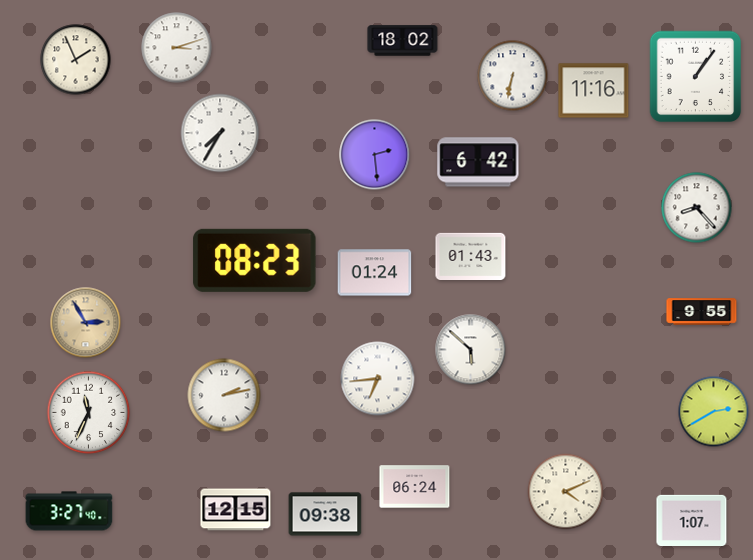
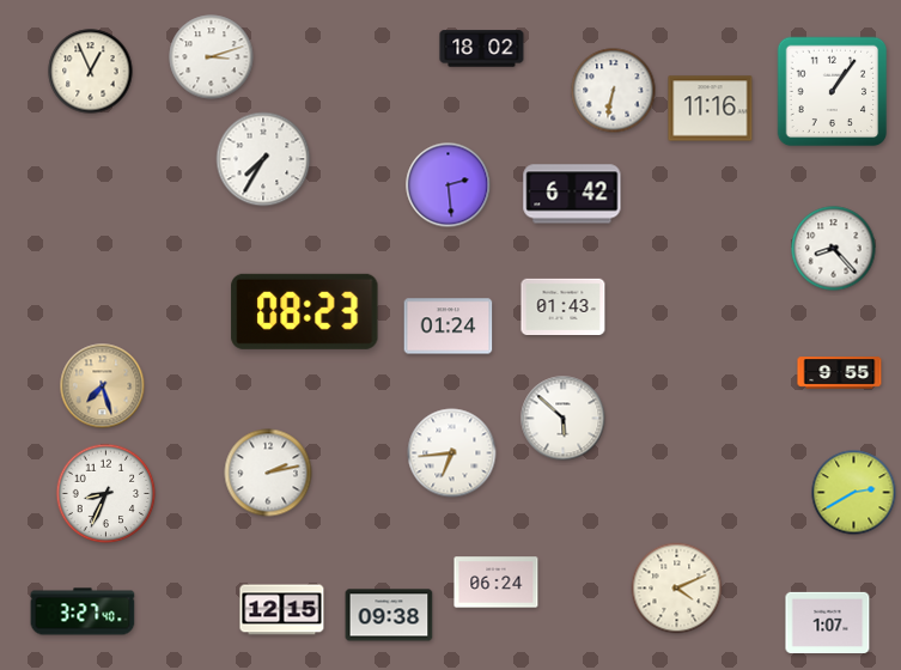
clock at (76, 60): 1:56 -> 12:56
clock at (86, 323): 2:55 -> 7:27
clock at (89, 413): 11:34 -> 8:34
